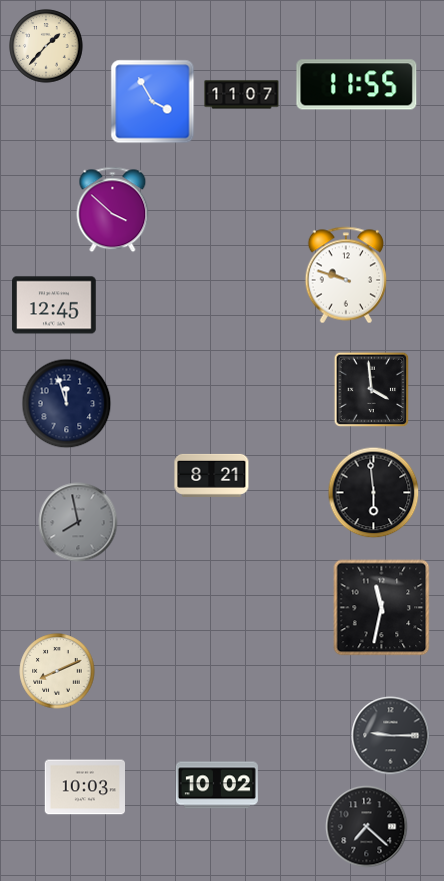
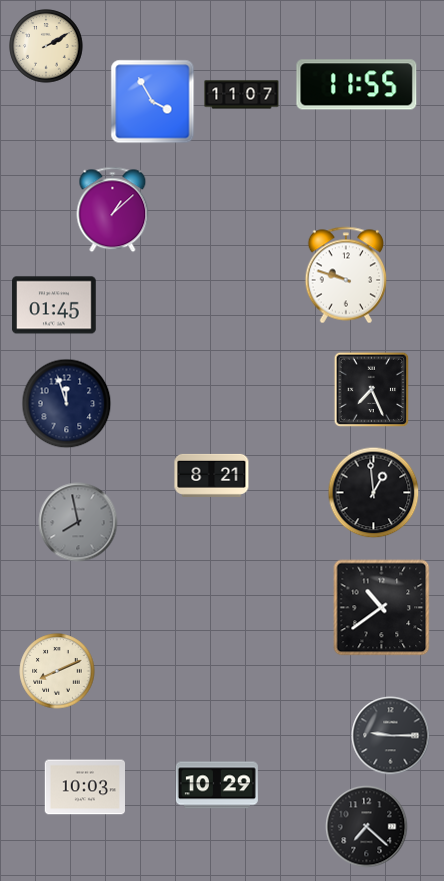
clock at (46, 46): 1:37 -> 2:10
clock at (113, 210): 3:52 -> 1:08
clock at (54, 305): 12:45 -> 01:45
clock at (372, 390): 3:59 -> 7:26
clock at (374, 493): 5:59 -> 12:59
clock at (382, 608): 11:32 -> 10:39
clock at (217, 785): 10:02 -> 10:29
